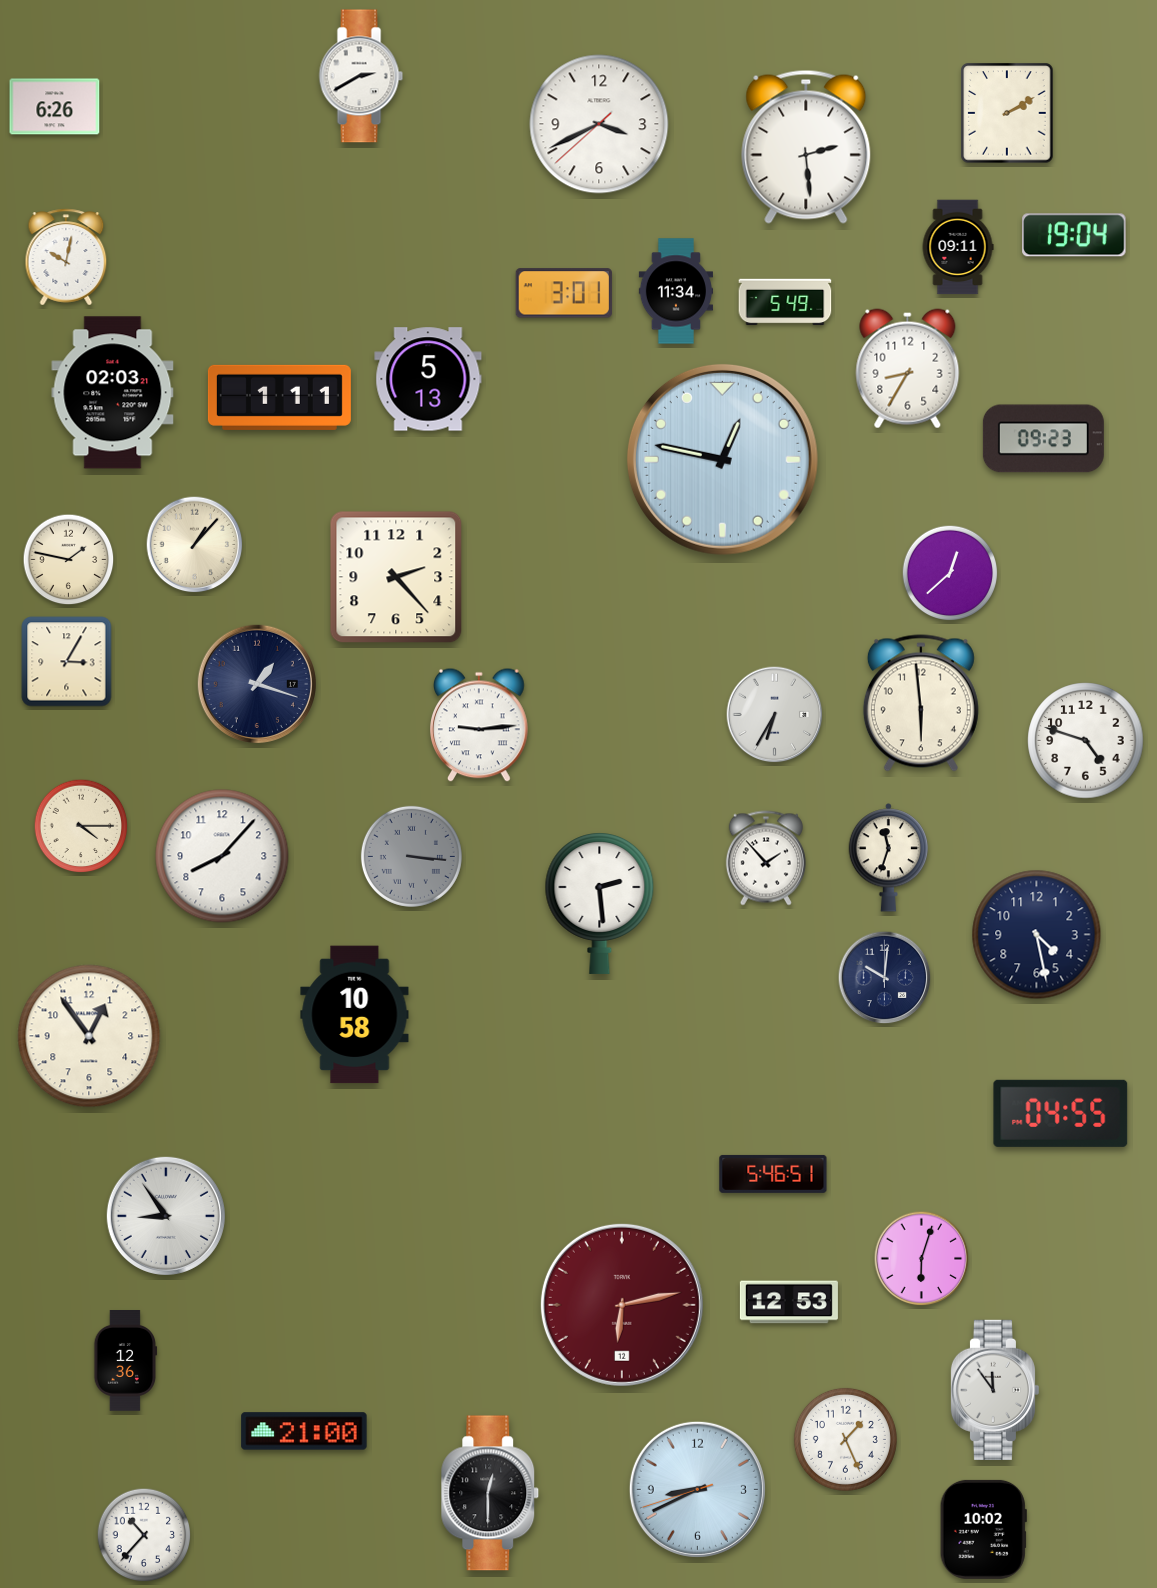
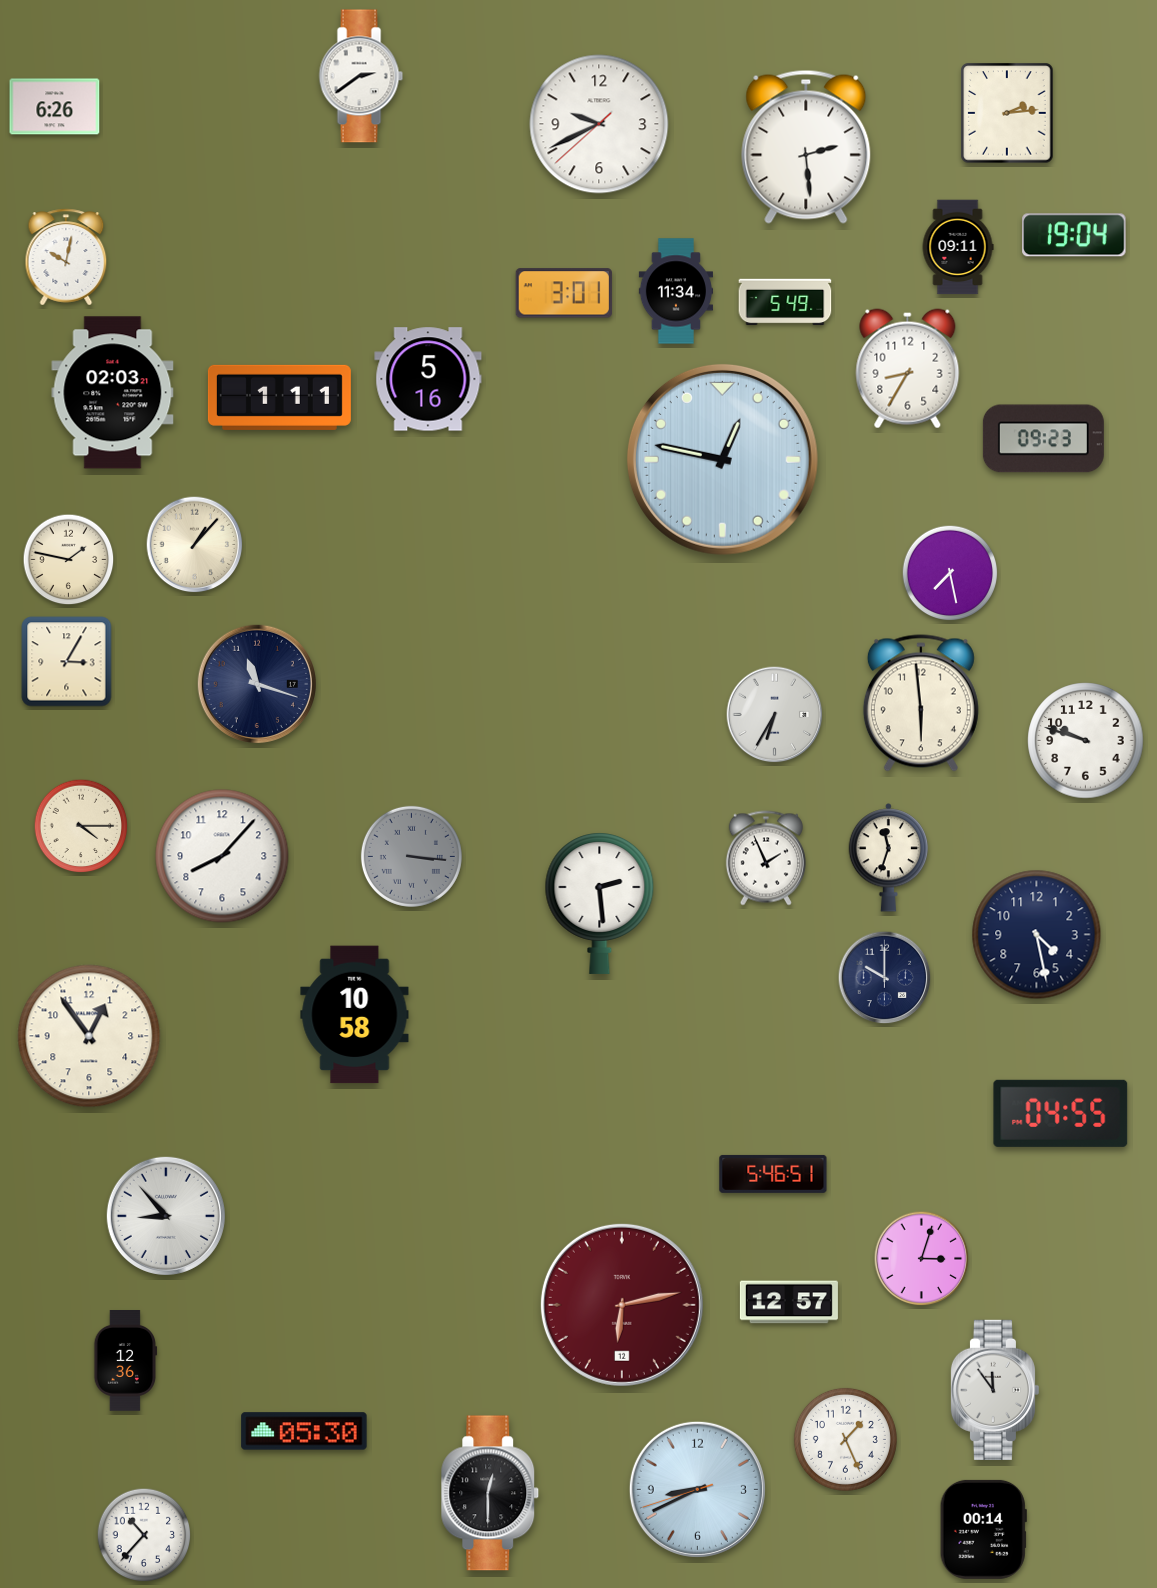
clock at (361, 76): 2:40 -> 2:39
clock at (1007, 113): 2:10 -> 2:14
clock at (599, 124): 3:40 -> 9:40
clock at (428, 379): 5:13 -> 5:16
clock at (950, 573): 12:38 -> 7:28
clock at (396, 577): 2:23 -> none
clock at (257, 684): 1:18 -> 11:18
clock at (480, 725): 9:14 -> none
clock at (1086, 741): 4:48 -> 9:48
clock at (766, 858): 1:53 -> 1:56
clock at (885, 978): 10:01 -> 10:00
clock at (166, 1216): 8:54 -> 8:53
clock at (922, 1259): 6:03 -> 3:03
clock at (789, 1302): 12:53 -> 12:57
clock at (304, 1431): 21:00 -> 05:30
clock at (983, 1529): 10:02 -> 00:14
